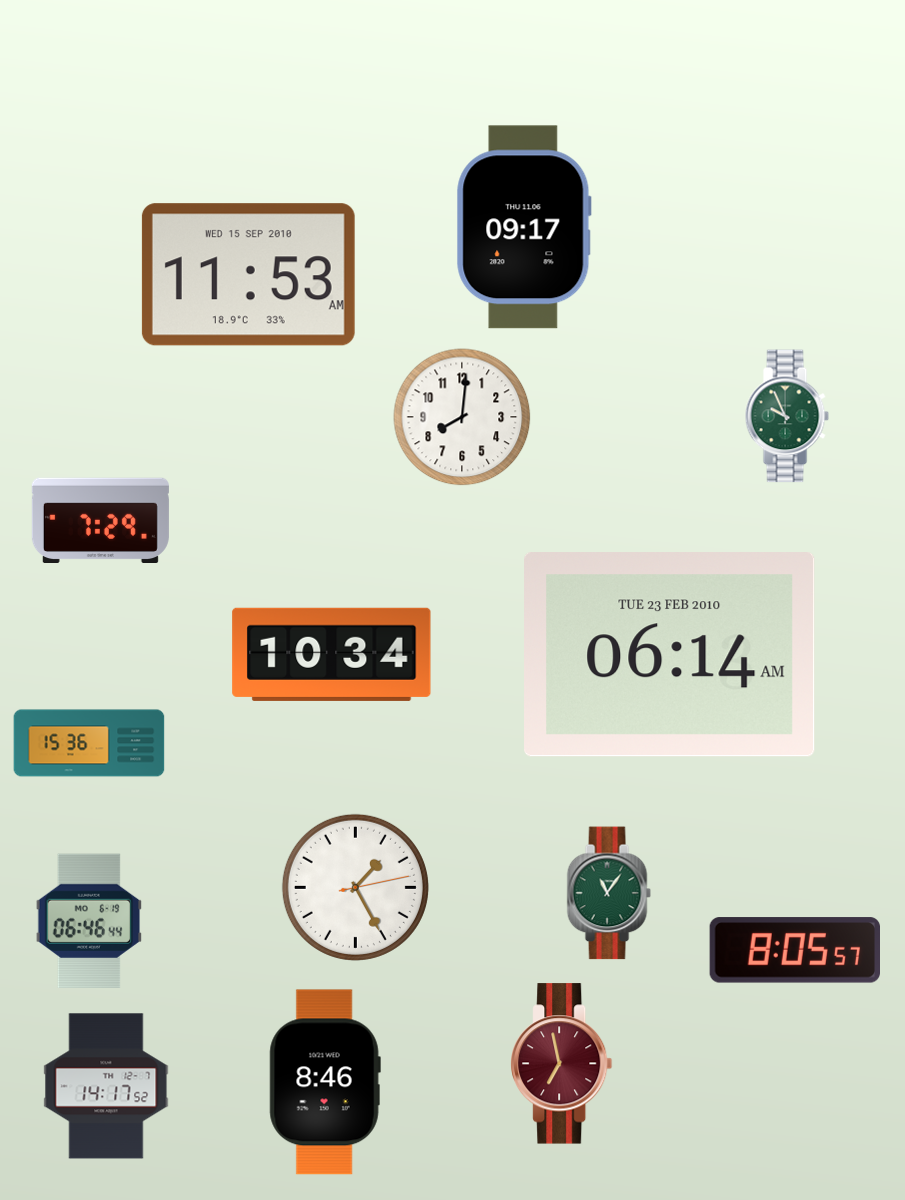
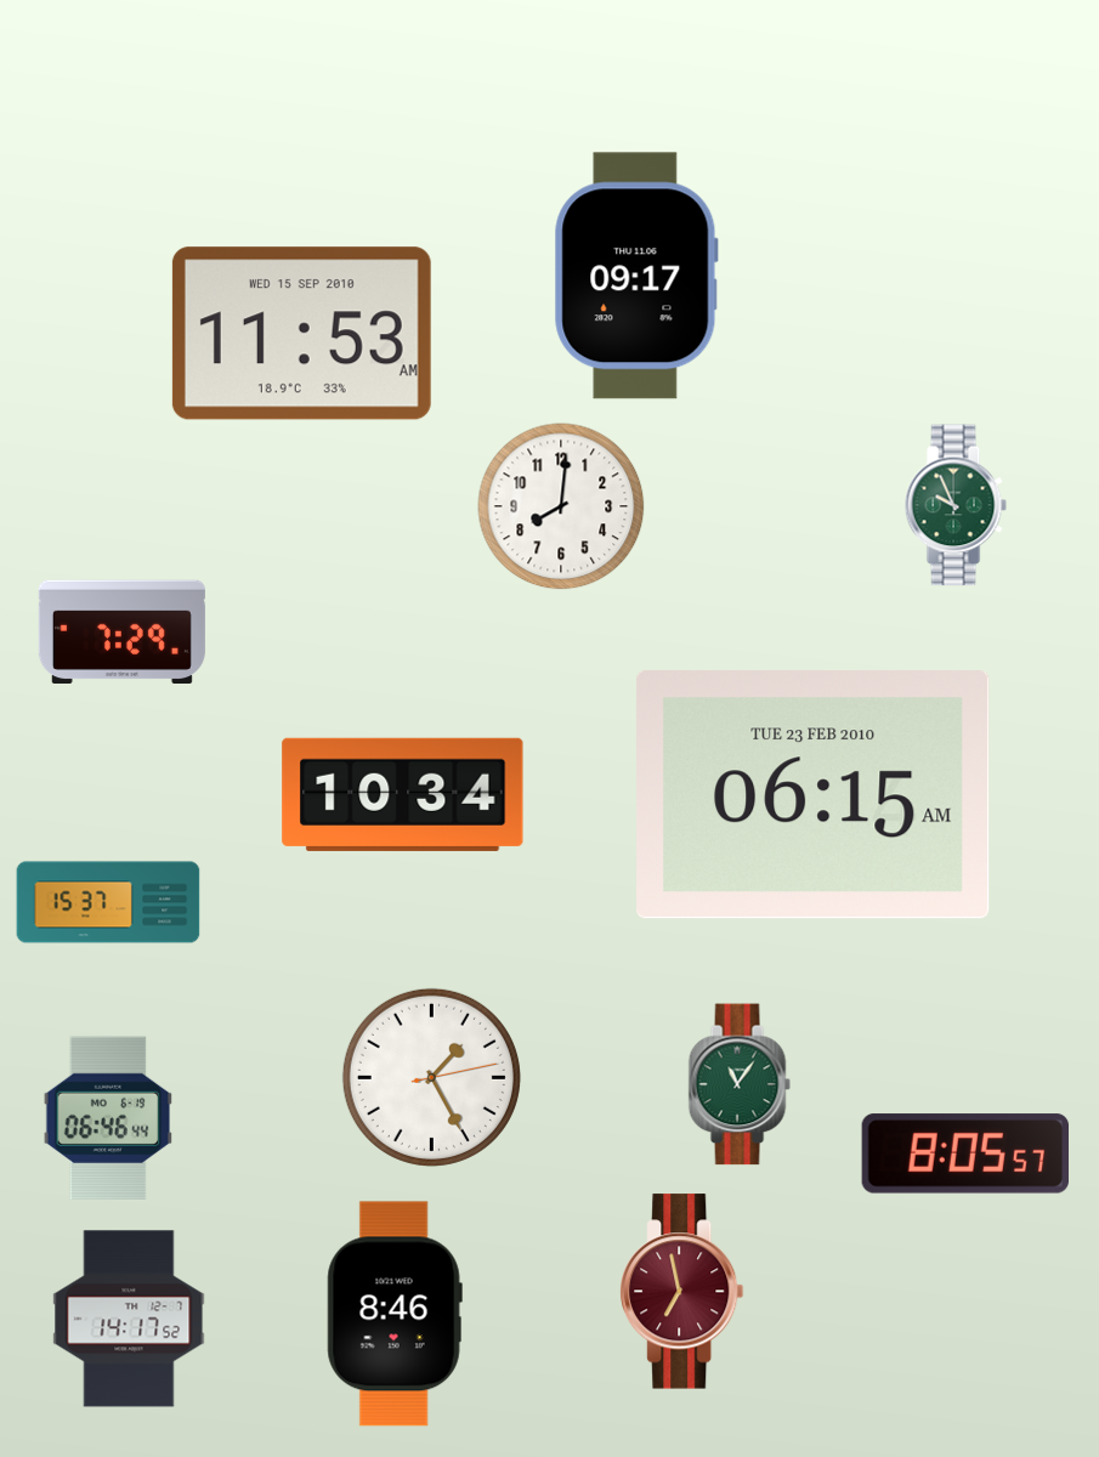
clock at (670, 655): 06:14 -> 06:15
clock at (89, 743): 15:36 -> 15:37
